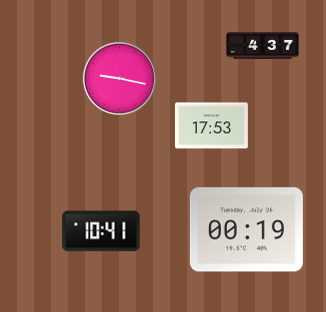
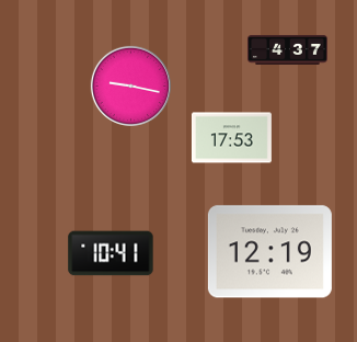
clock at (246, 230): 00:19 -> 12:19
